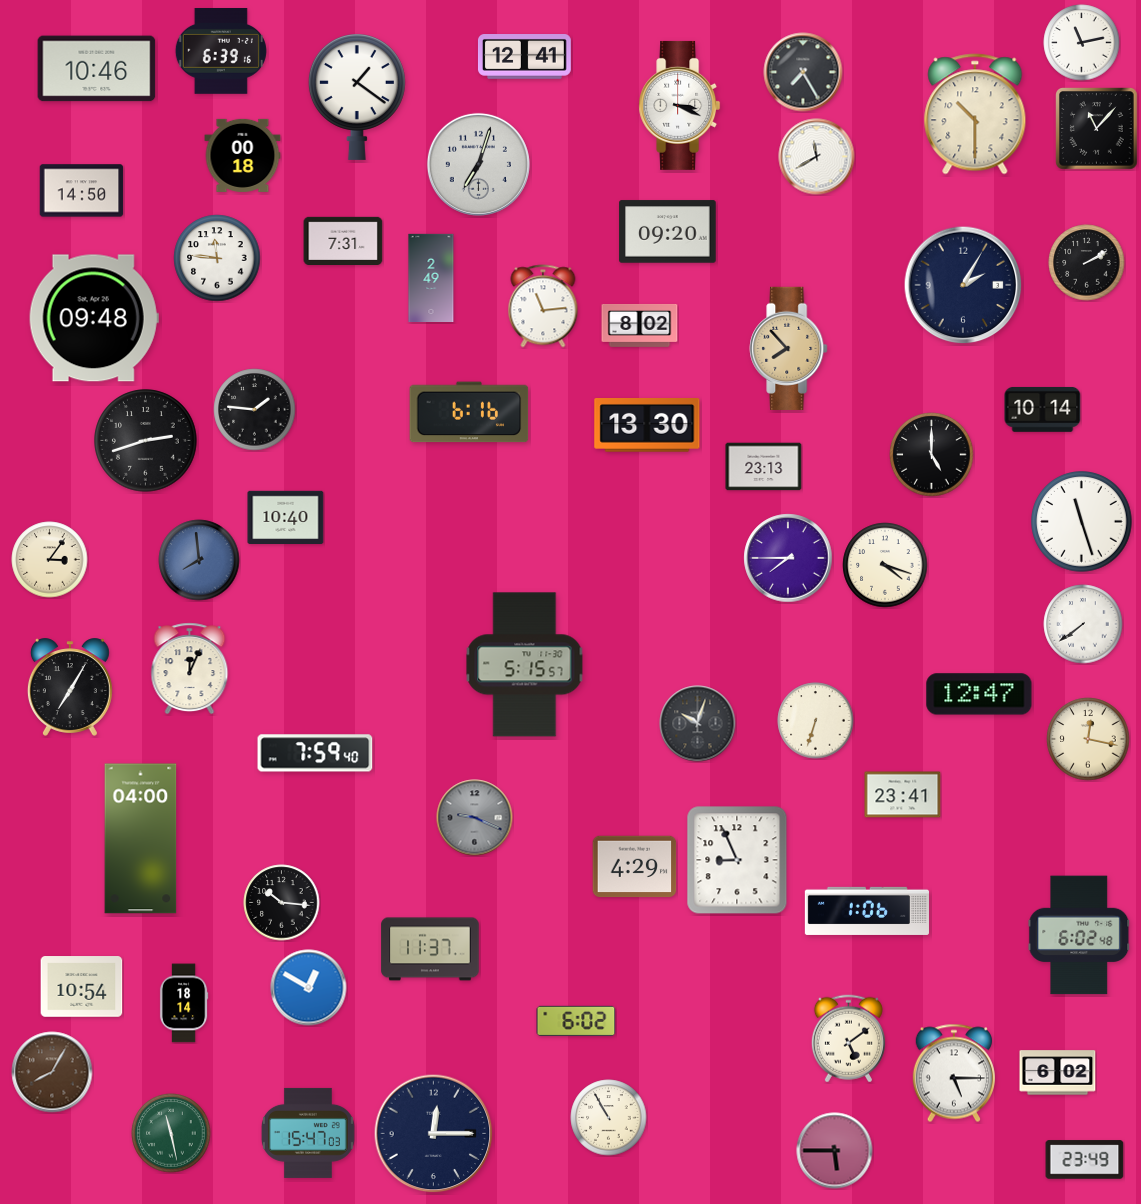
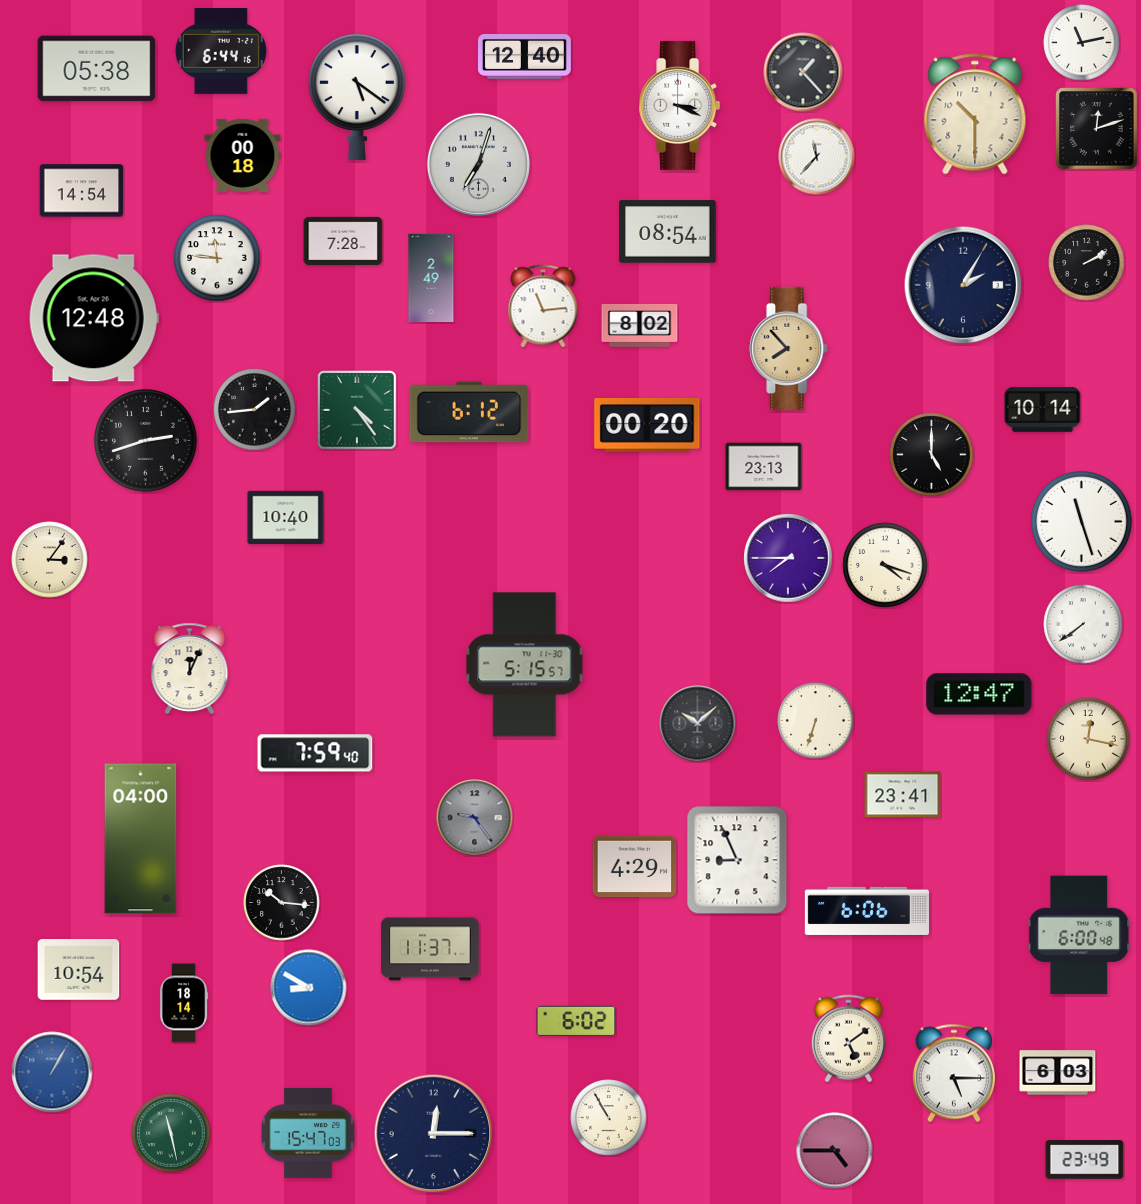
clock at (221, 52): 6:39 -> 6:44
clock at (524, 57): 12:41 -> 12:40
clock at (97, 69): 10:46 -> 05:38
clock at (803, 72): 7:25 -> 1:23
clock at (357, 97): 1:21 -> 5:21
clock at (1097, 129): 11:07 -> 12:12
clock at (817, 157): 11:40 -> 11:37
clock at (82, 191): 14:50 -> 14:54
clock at (668, 232): 09:20 -> 08:54
clock at (343, 240): 7:31 -> 7:28
clock at (94, 318): 09:48 -> 12:48
clock at (255, 410): 1:46 -> 1:44
clock at (358, 411): none -> 4:24
clock at (469, 412): 6:16 -> 6:12
clock at (647, 426): 13:30 -> 00:20
clock at (199, 560): 7:59 -> none
clock at (70, 687): 7:05 -> none
clock at (698, 724): 10:03 -> 10:08
clock at (475, 818): 9:19 -> 9:24
clock at (867, 911): 1:06 -> 6:06
clock at (1079, 935): 6:02 -> 6:00
clock at (82, 987) position: (82, 987) -> (79, 970)
clock at (309, 988): 12:50 -> 8:50
clock at (52, 1072): 8:05 -> 1:05
clock at (52, 1072) dial: brown -> blue
clock at (1058, 1073): 6:02 -> 6:03
clock at (835, 1151): 5:45 -> 4:45
